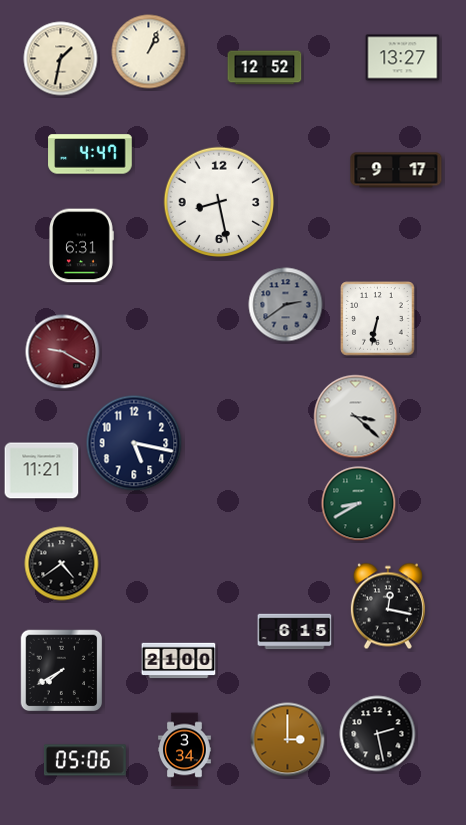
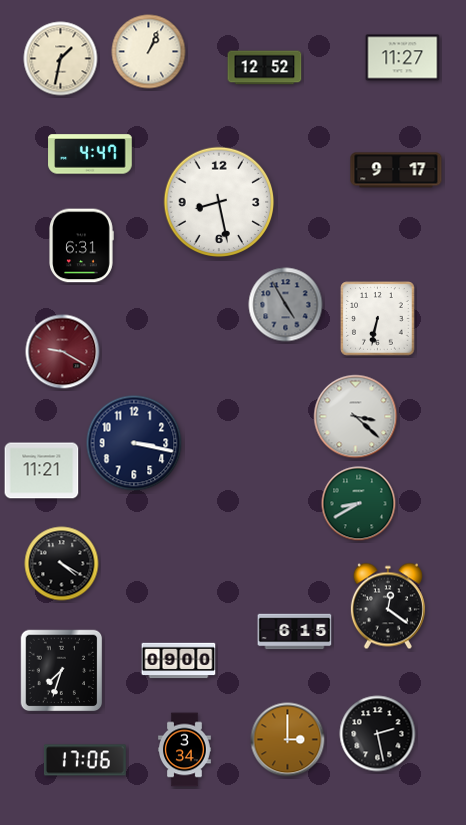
clock at (403, 58): 13:27 -> 11:27
clock at (286, 305): 2:39 -> 4:55
clock at (134, 443): 5:17 -> 3:17
clock at (62, 564): 4:39 -> 4:20
clock at (388, 606): 12:17 -> 12:21
clock at (179, 661): 21:00 -> 09:00
clock at (62, 671): 7:40 -> 7:33
clock at (85, 760): 05:06 -> 17:06
